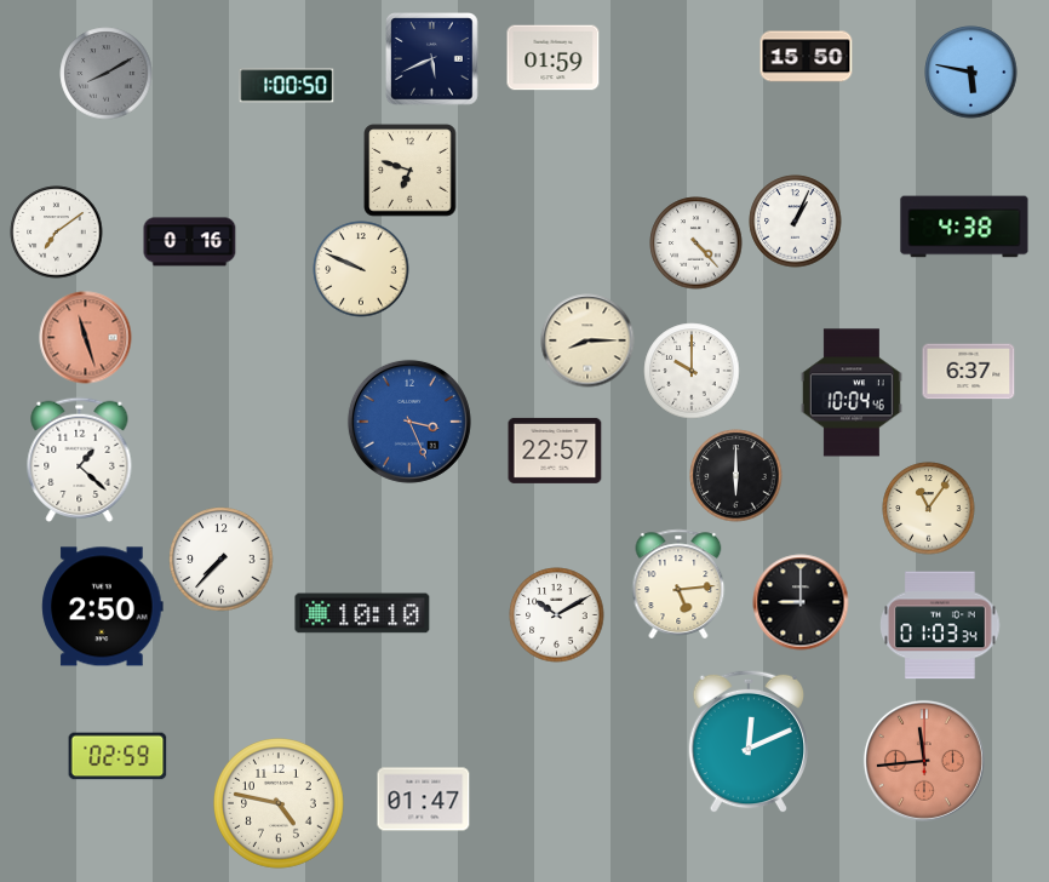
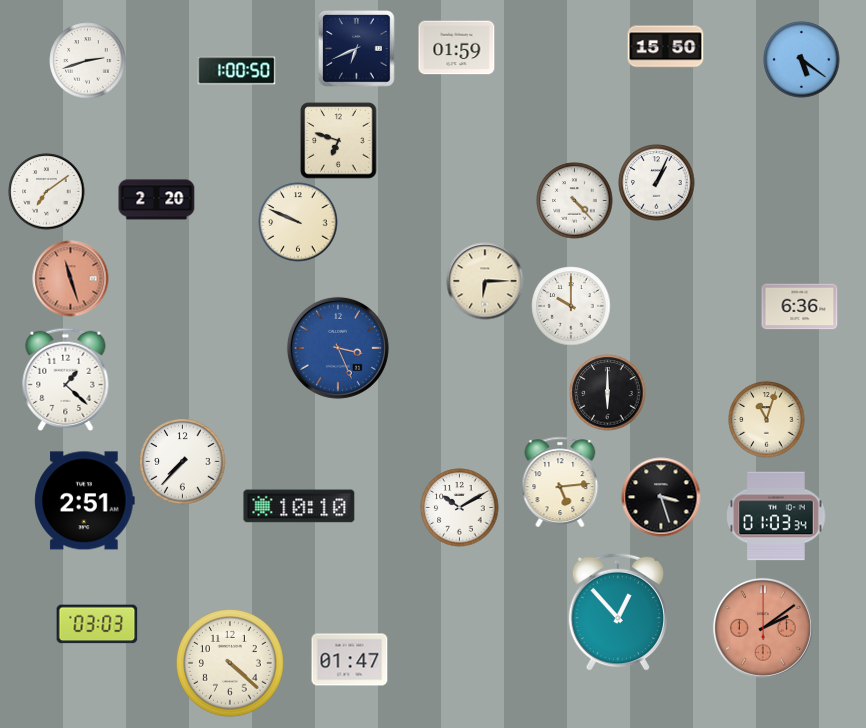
clock at (432, 59): 5:41 -> 6:41
clock at (971, 73): 5:47 -> 5:21
clock at (107, 74): 8:10 -> 2:42
clock at (107, 74) dial: grey -> white
clock at (964, 227): 4:38 -> none
clock at (190, 242): 0:16 -> 2:20
clock at (587, 340): 8:15 -> 6:15
clock at (969, 372): 6:37 -> 6:36
clock at (852, 393): 10:04 -> none
clock at (555, 451): 22:57 -> none
clock at (929, 509): 11:06 -> 11:03
clock at (801, 602): 9:00 -> 3:27
clock at (103, 607): 2:50 -> 2:51
clock at (747, 741): 12:11 -> 12:53
clock at (117, 756): 02:59 -> 03:03
clock at (924, 761): 11:44 -> 2:09
clock at (280, 804): 4:47 -> 4:22
